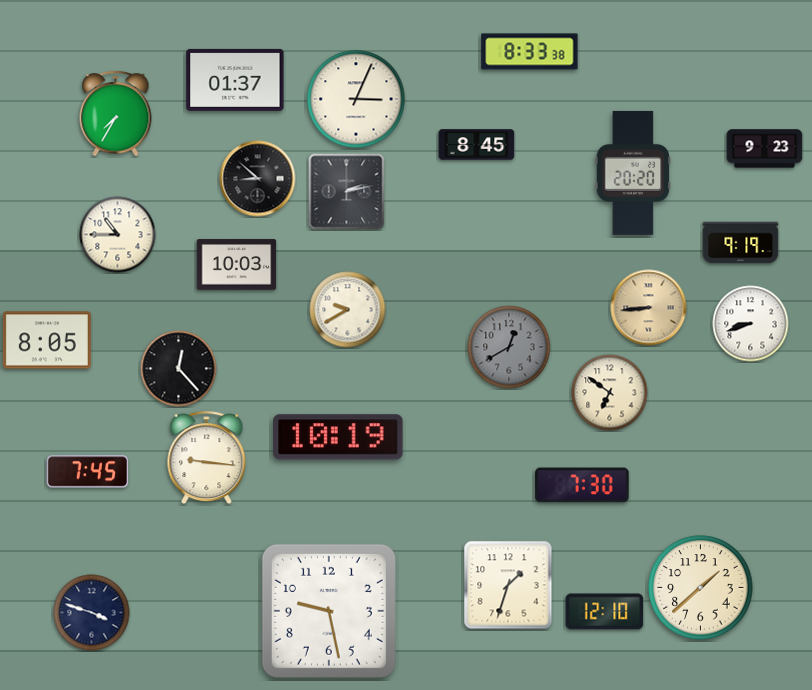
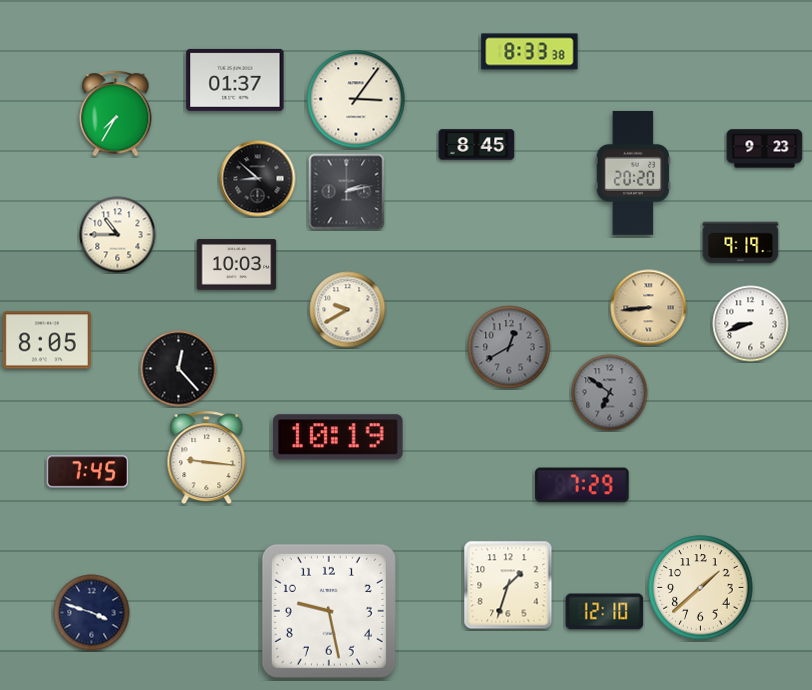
clock at (356, 99): 3:04 -> 3:06
clock at (610, 393) dial: cream -> grey
clock at (582, 485): 7:30 -> 7:29
